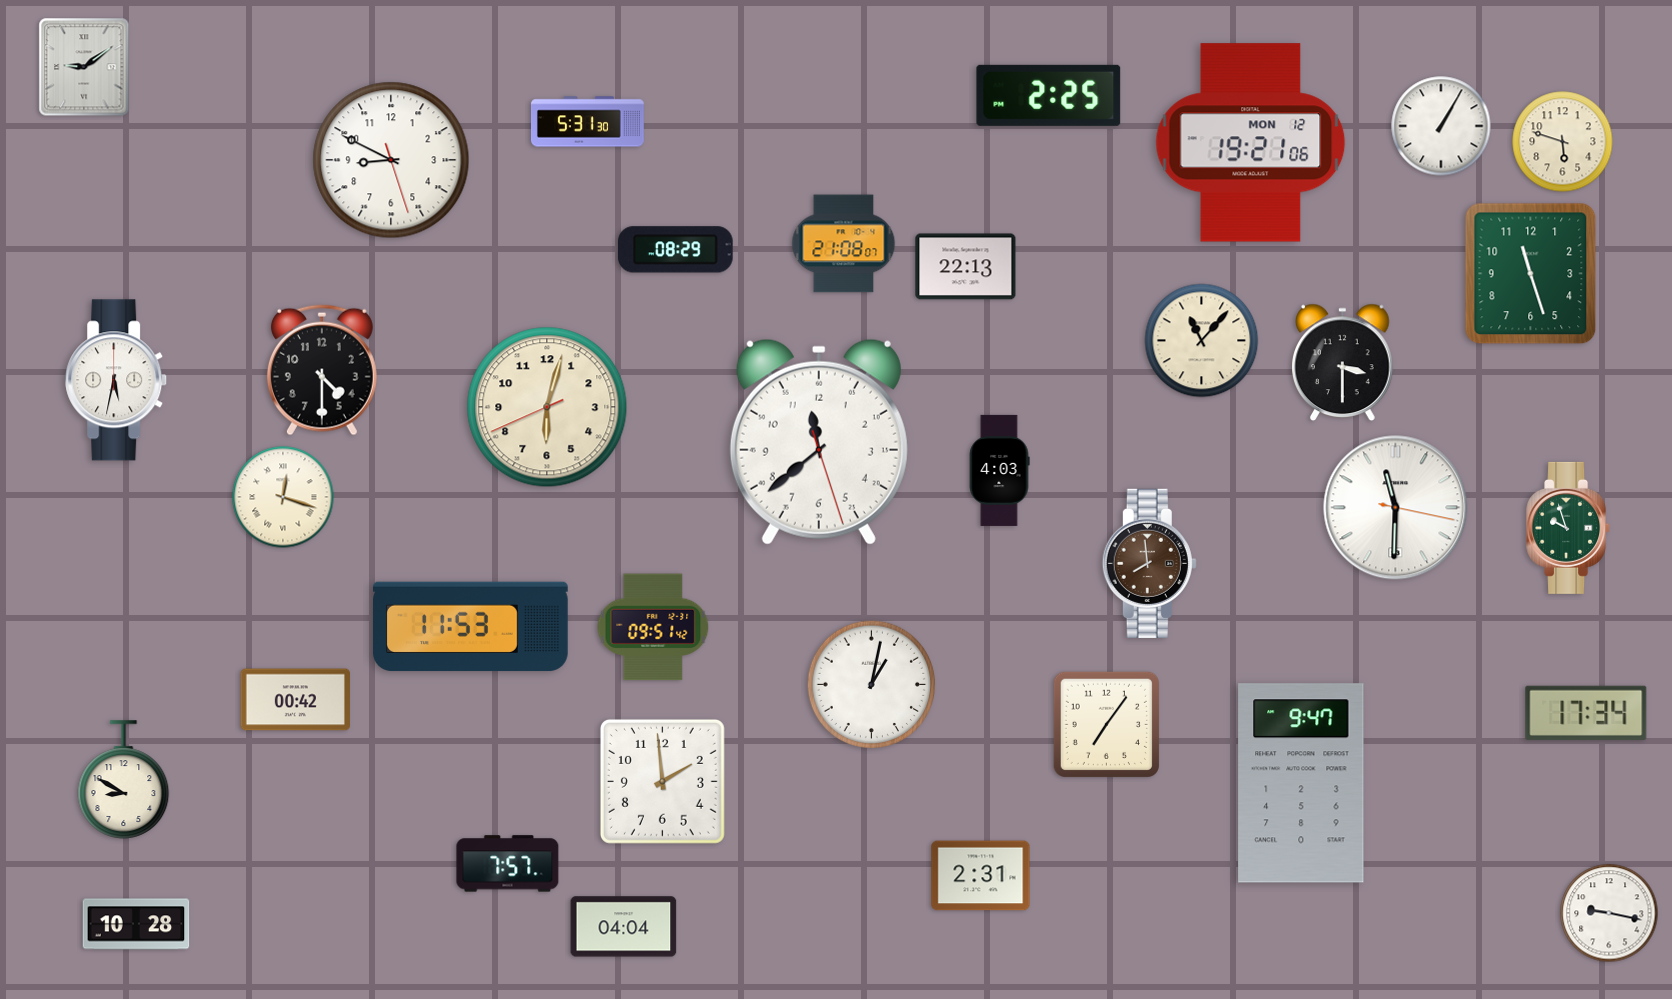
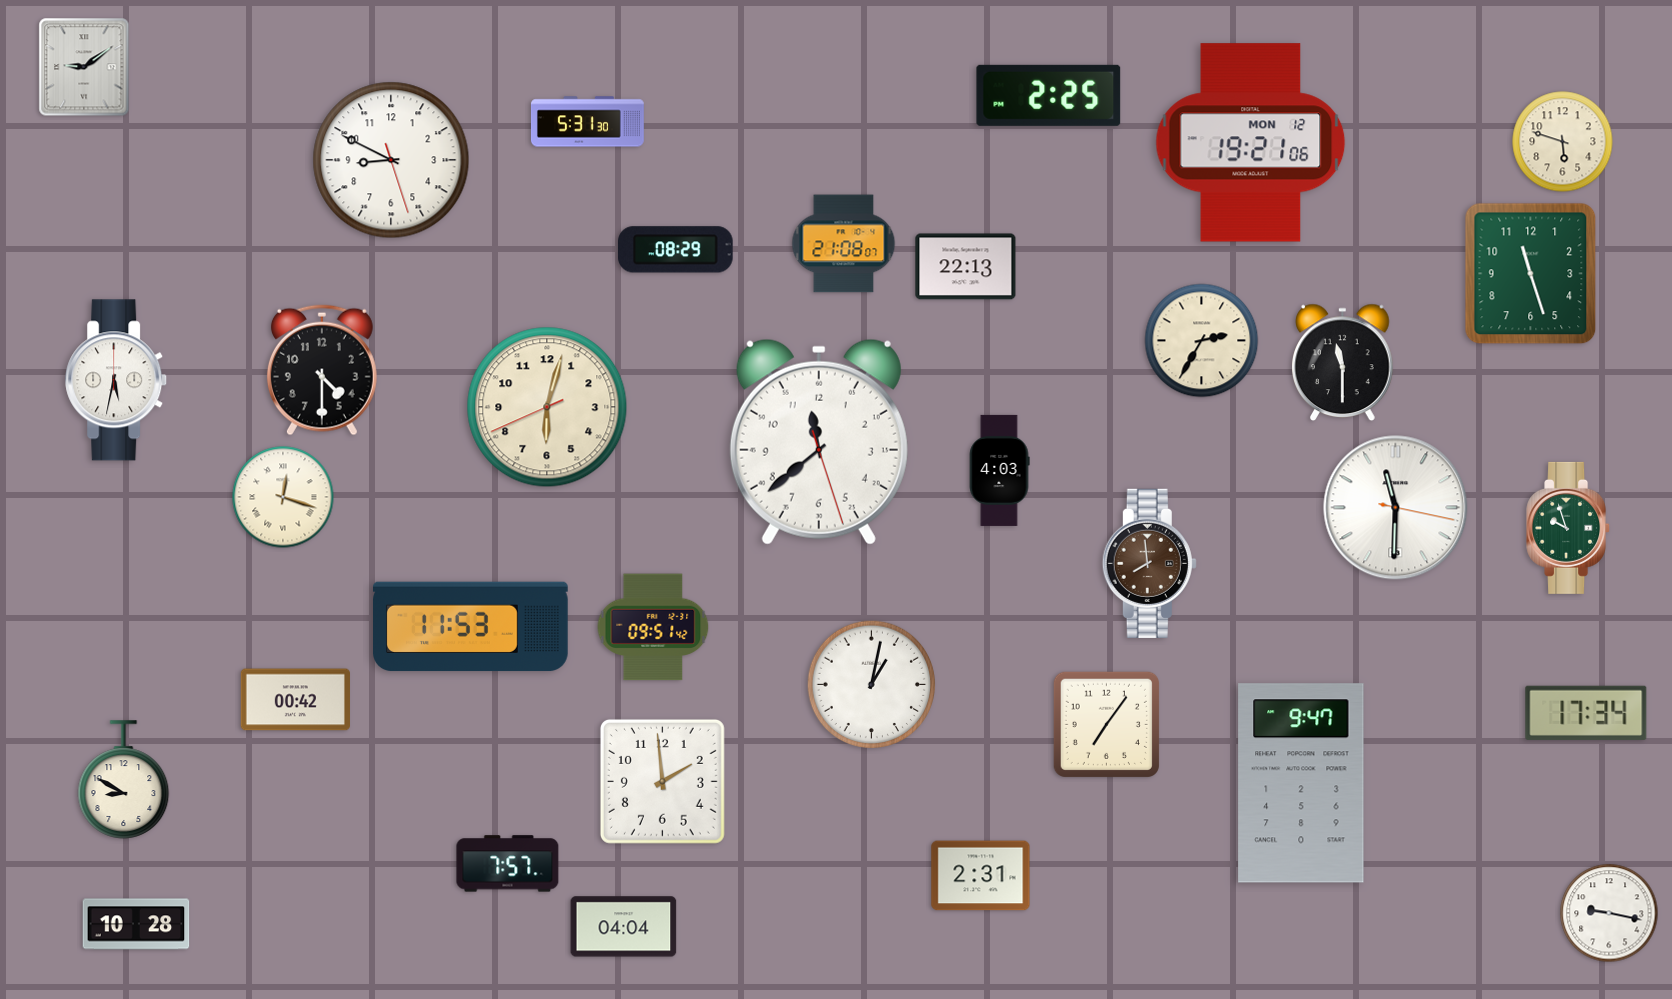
clock at (1441, 126): 1:05 -> none
clock at (1202, 341): 11:07 -> 2:35
clock at (1343, 363): 3:30 -> 11:30
